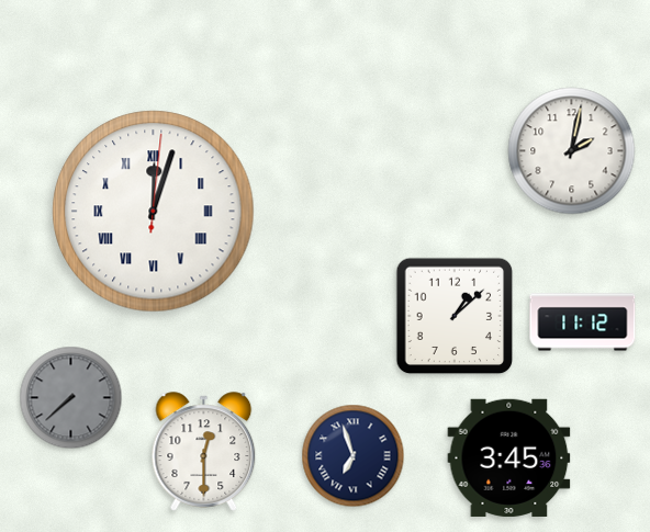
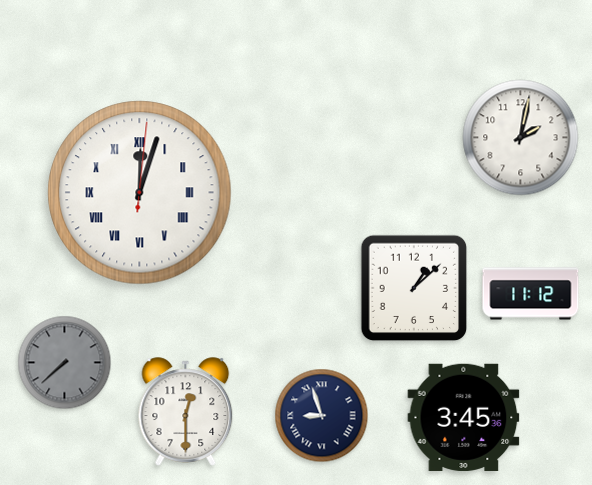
clock at (354, 456): 6:57 -> 8:57
